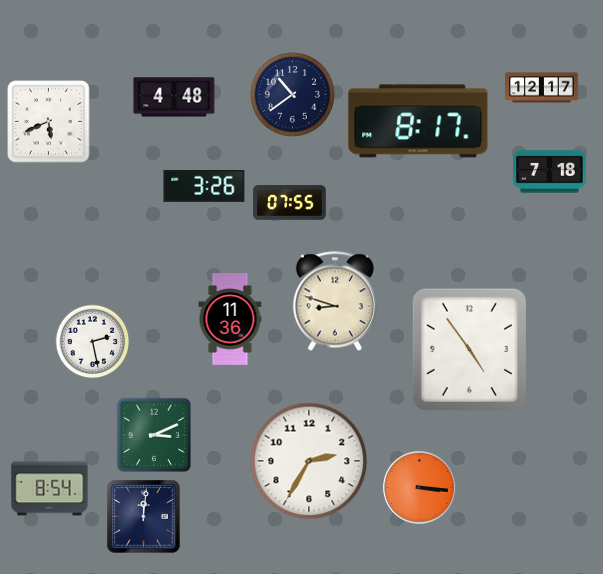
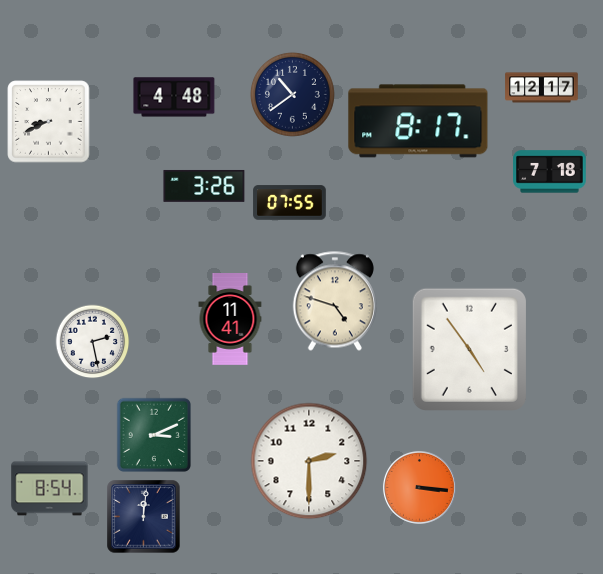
clock at (49, 122): 5:41 -> 8:41
clock at (335, 301): 8:48 -> 4:48
clock at (230, 320): 11:36 -> 11:41
clock at (309, 461): 2:35 -> 2:30
